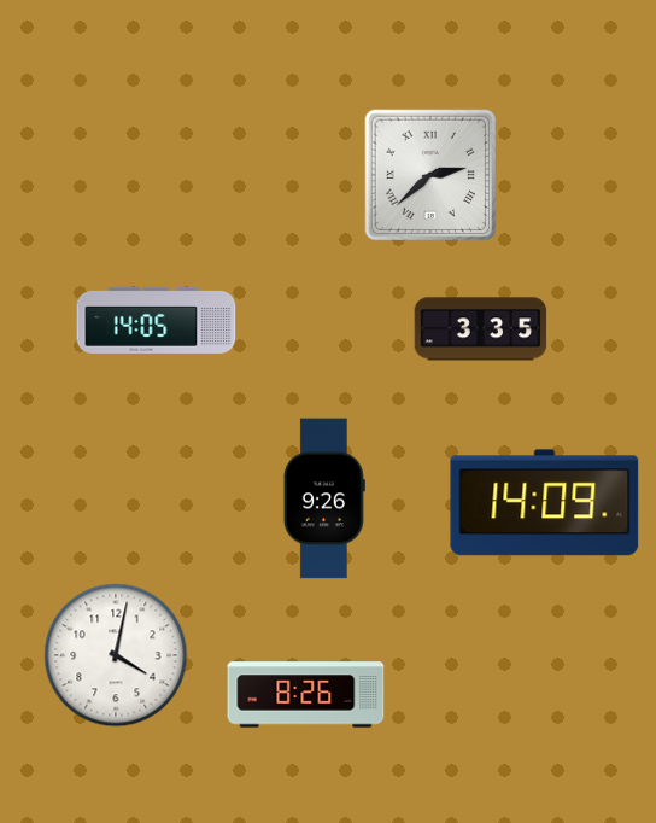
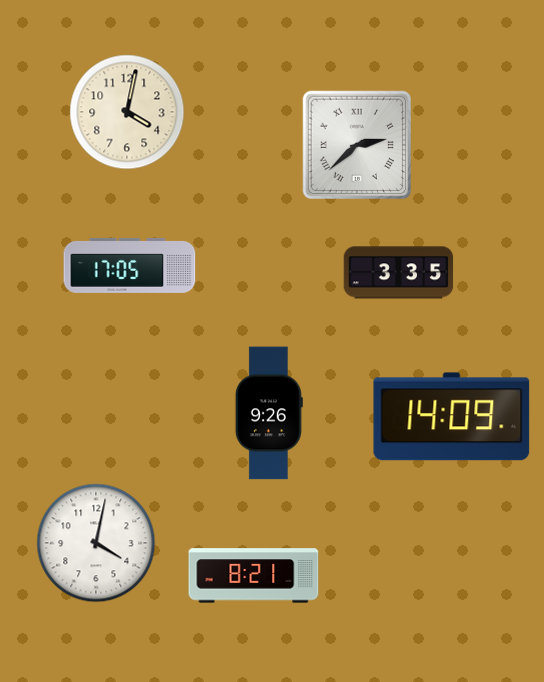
clock at (127, 112): none -> 4:02
clock at (157, 320): 14:05 -> 17:05
clock at (306, 695): 8:26 -> 8:21
